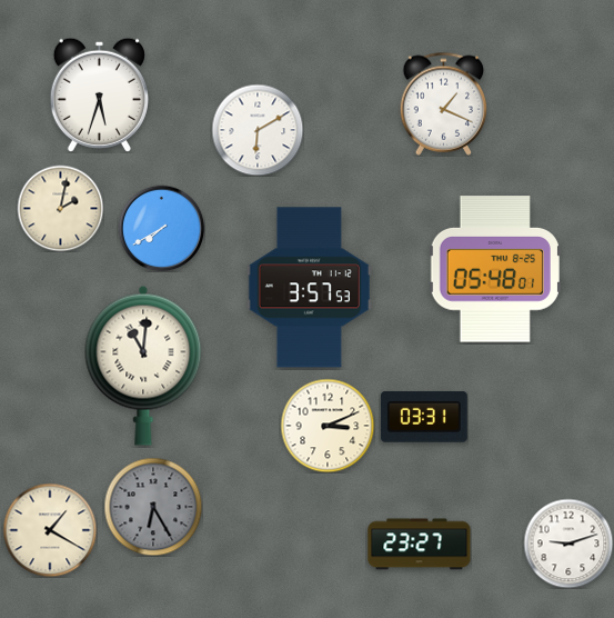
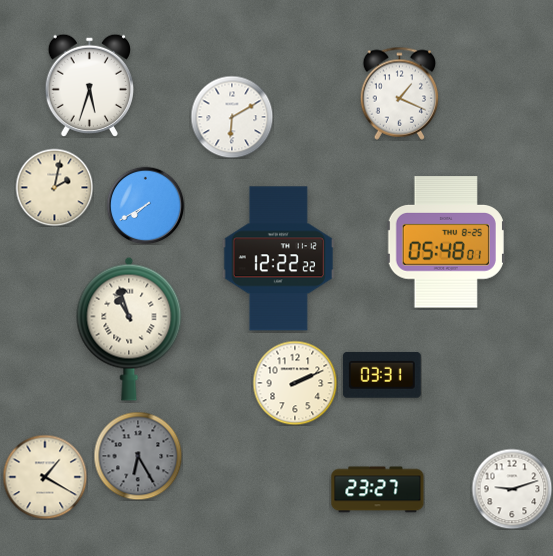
clock at (309, 288): 3:57 -> 12:22
clock at (143, 366): 11:01 -> 10:57
clock at (328, 426): 3:11 -> 2:11
